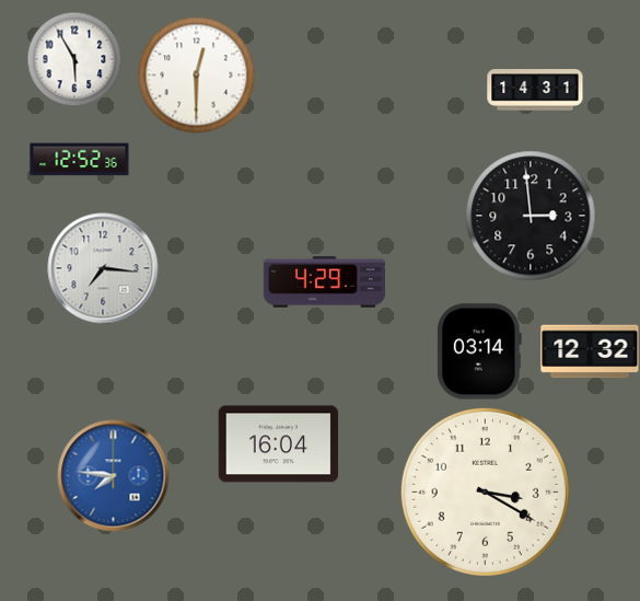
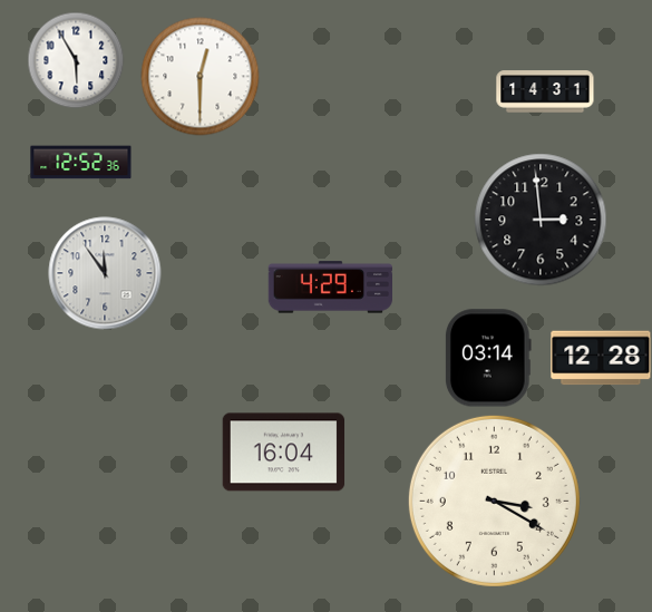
clock at (103, 268): 7:16 -> 11:54
clock at (590, 351): 12:32 -> 12:28
clock at (114, 476): 7:46 -> none
